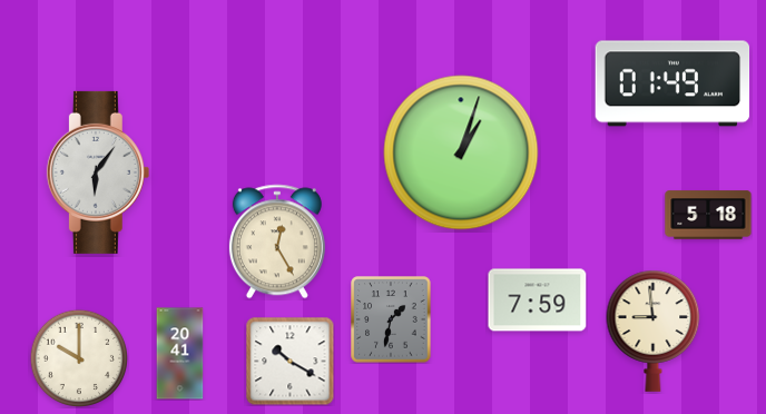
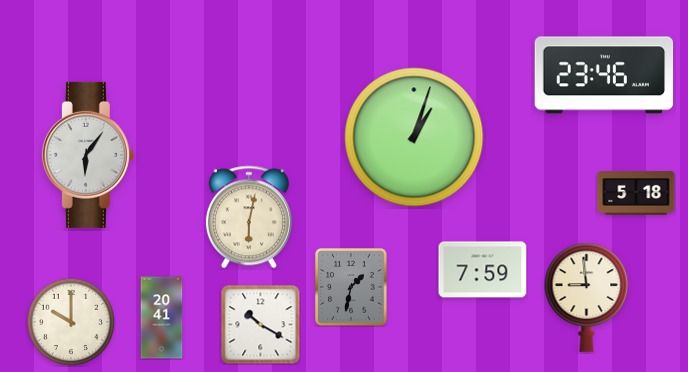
clock at (672, 83): 01:49 -> 23:46
clock at (277, 241): 12:25 -> 6:02
